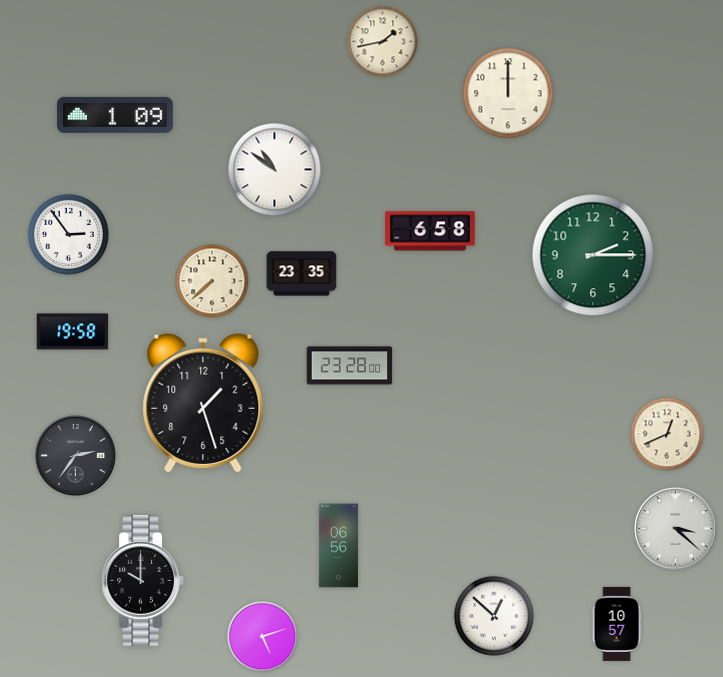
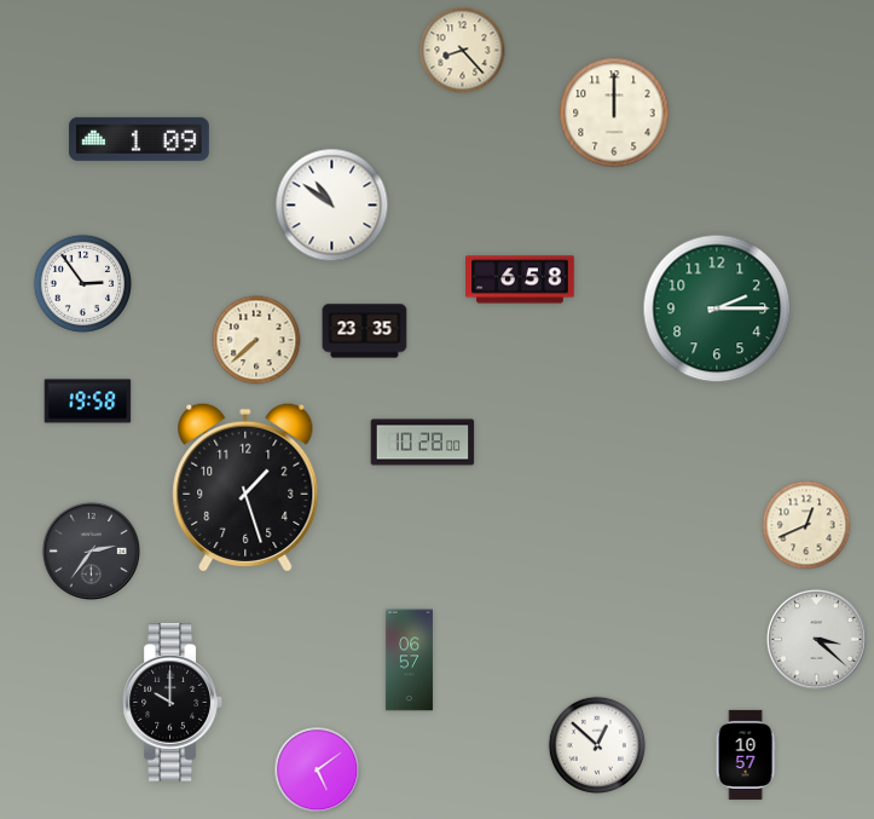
clock at (383, 42): 1:43 -> 8:23
clock at (350, 366): 23:28 -> 10:28
clock at (338, 546): 06:56 -> 06:57
clock at (263, 637): 5:12 -> 5:09
